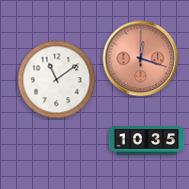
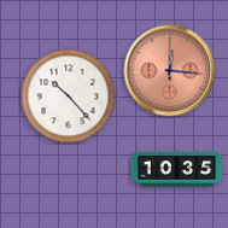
clock at (141, 59): 12:18 -> 12:16
clock at (57, 80): 11:09 -> 10:23
